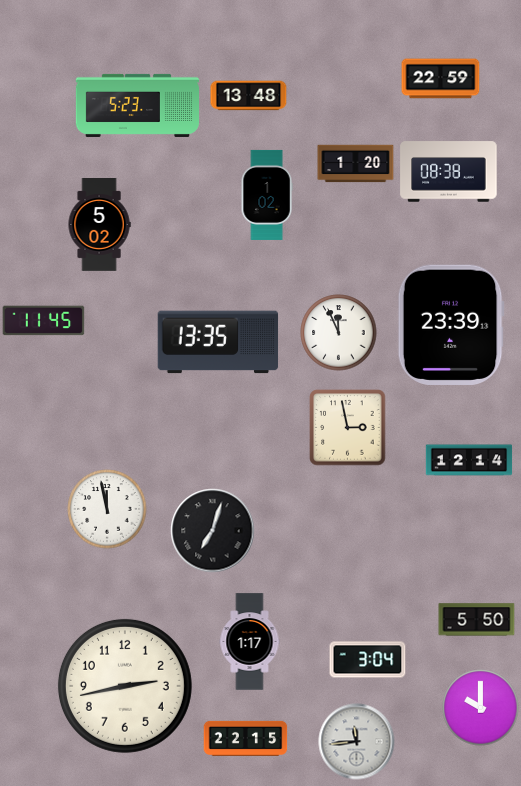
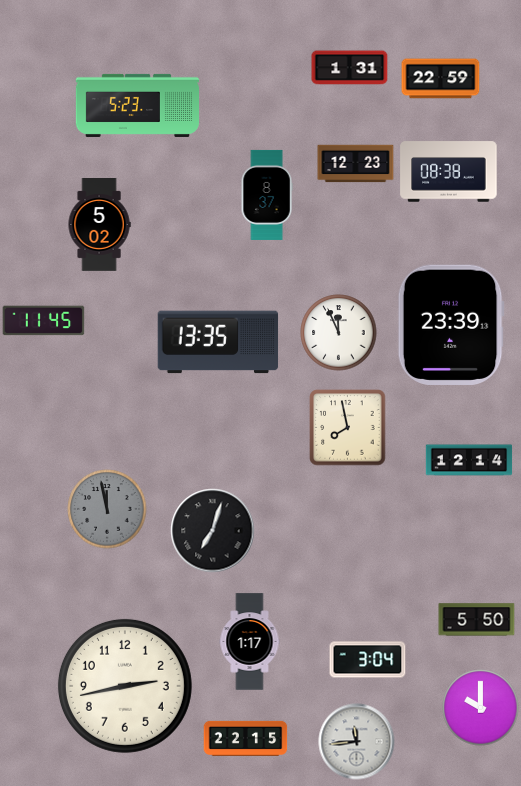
clock at (350, 68): none -> 1:31
clock at (249, 96): 13:48 -> none
clock at (356, 164): 1:20 -> 12:23
clock at (267, 195): 1:02 -> 8:37
clock at (348, 428): 2:58 -> 7:58
clock at (107, 509) dial: white -> grey
